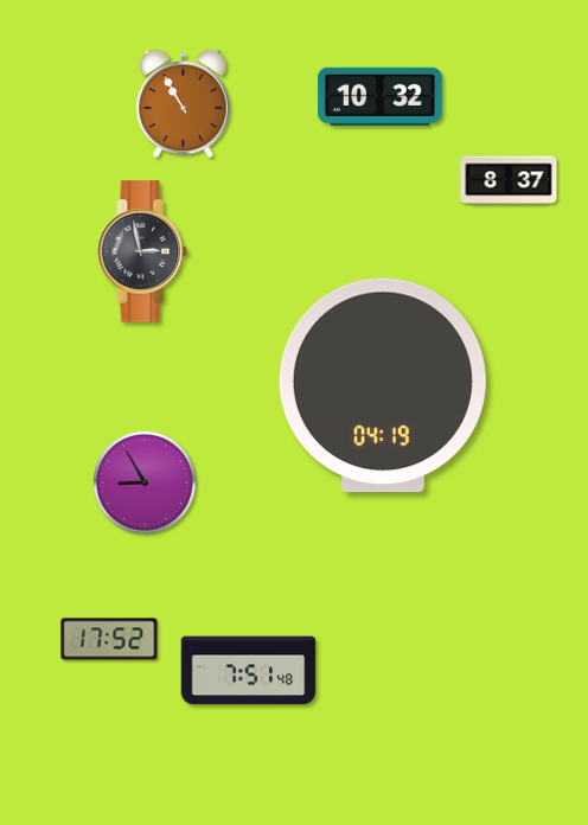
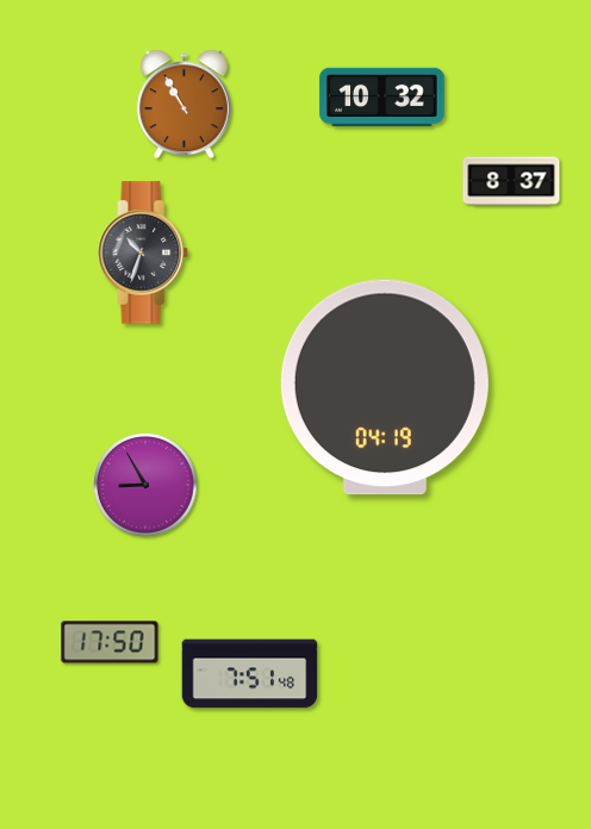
clock at (142, 251): 2:58 -> 10:33
clock at (109, 639): 17:52 -> 17:50
